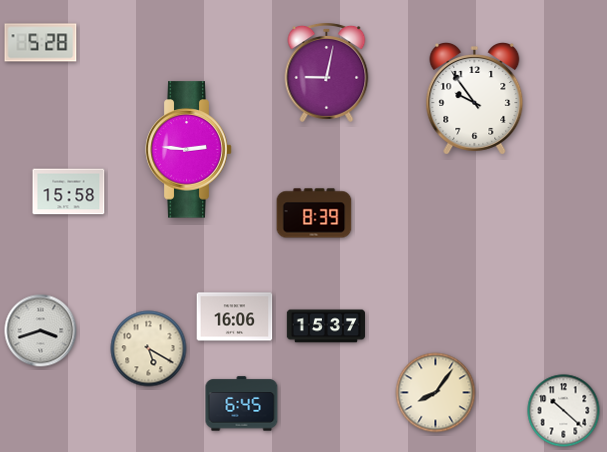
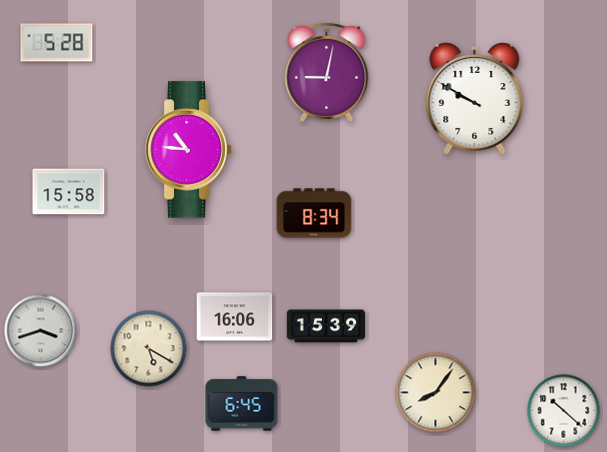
clock at (41, 43) position: (41, 43) -> (57, 43)
clock at (475, 99): 9:54 -> 9:50
clock at (189, 150): 2:46 -> 10:46
clock at (314, 213): 8:39 -> 8:34
clock at (325, 326): 15:37 -> 15:39
